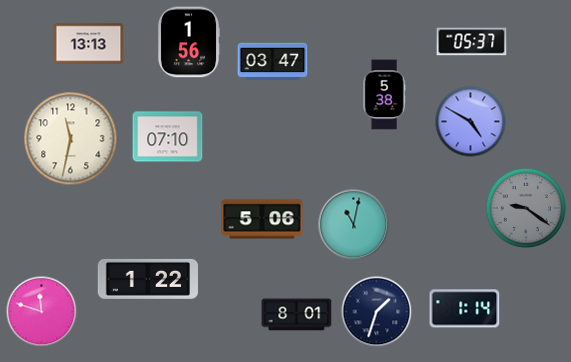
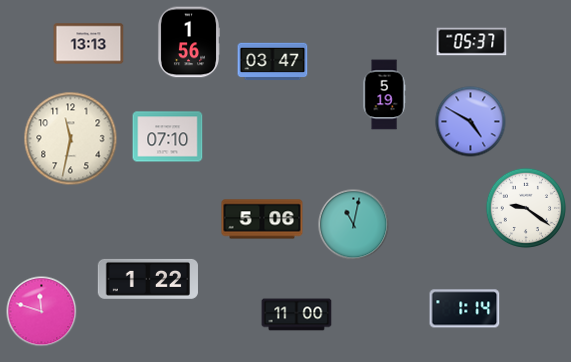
clock at (384, 95): 5:38 -> 5:19
clock at (525, 207) dial: grey -> white
clock at (377, 312): 1:33 -> none
clock at (297, 315): 8:01 -> 11:00
